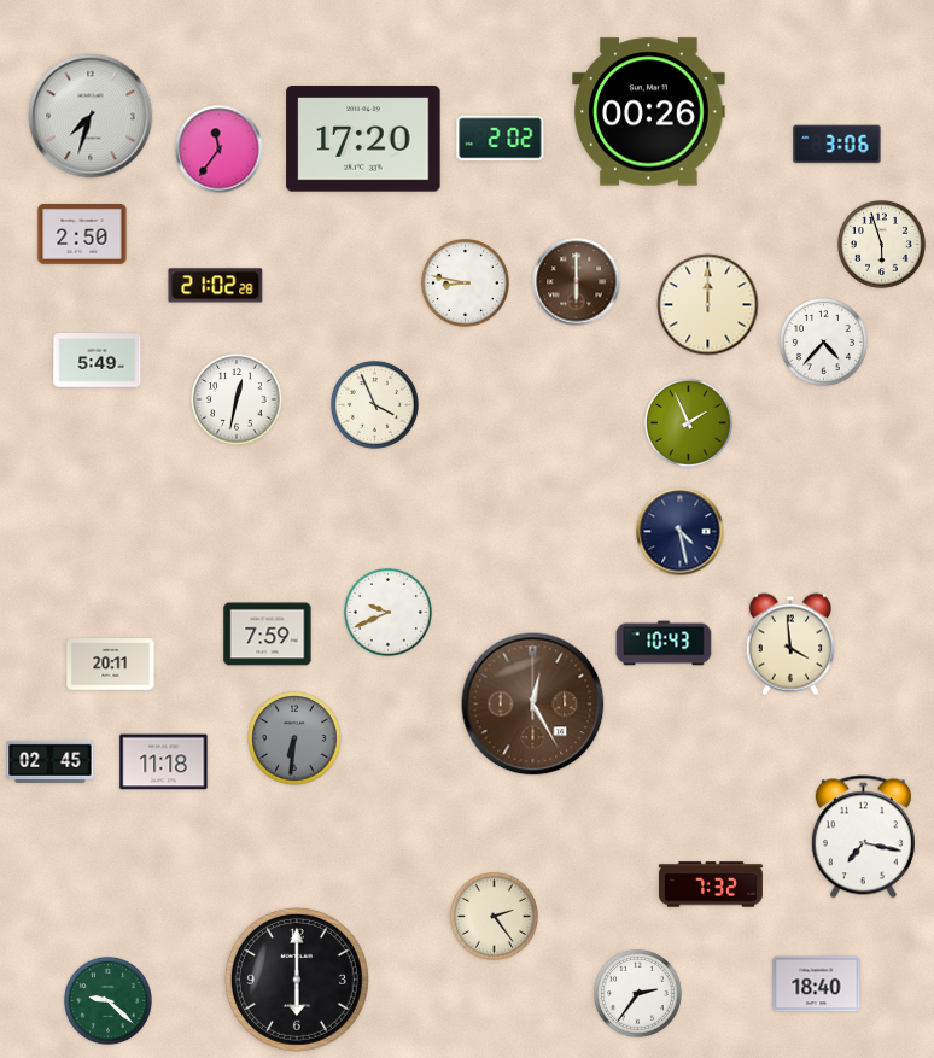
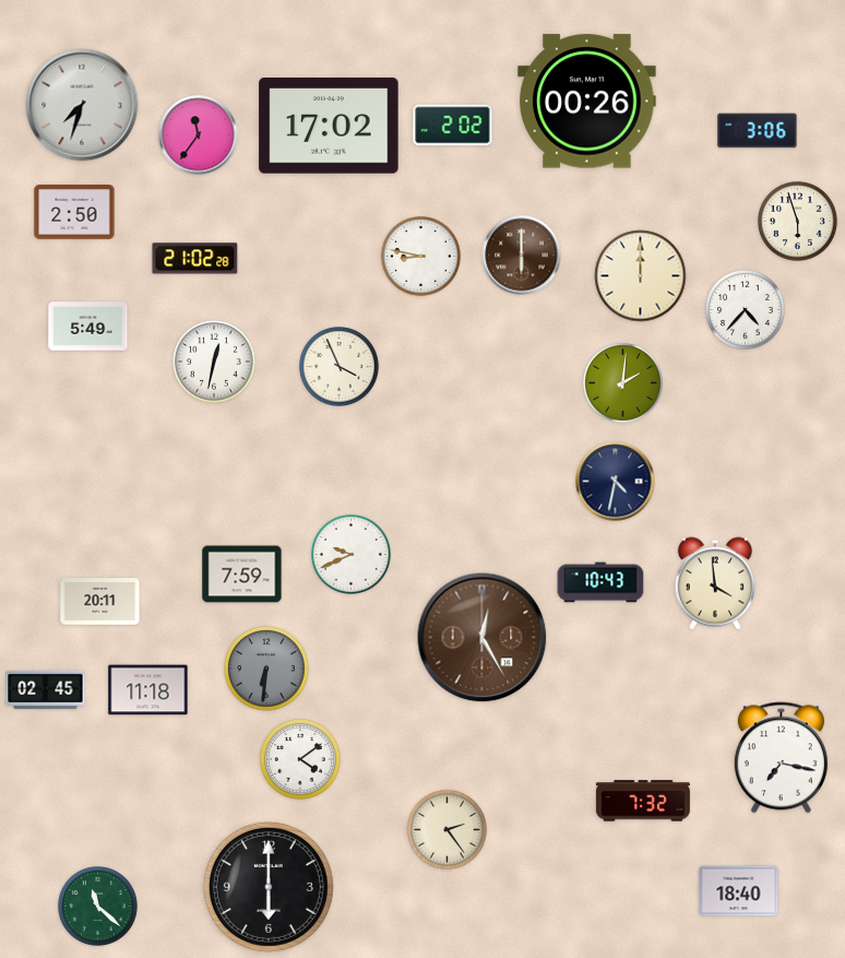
clock at (363, 139): 17:20 -> 17:02
clock at (689, 423): 1:56 -> 2:01
clock at (681, 532): 4:28 -> 4:32
clock at (301, 760): none -> 4:09
clock at (638, 994): 2:36 -> none
clock at (109, 1001): 9:22 -> 11:22
